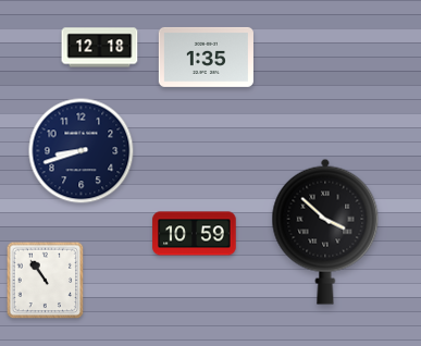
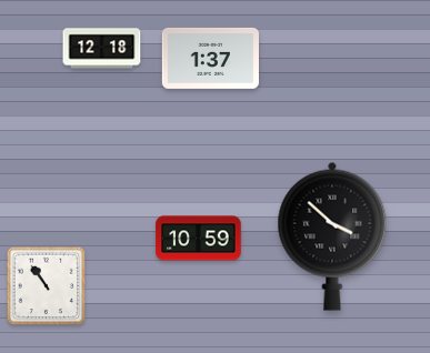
clock at (206, 57): 1:35 -> 1:37
clock at (82, 151): 8:42 -> none
